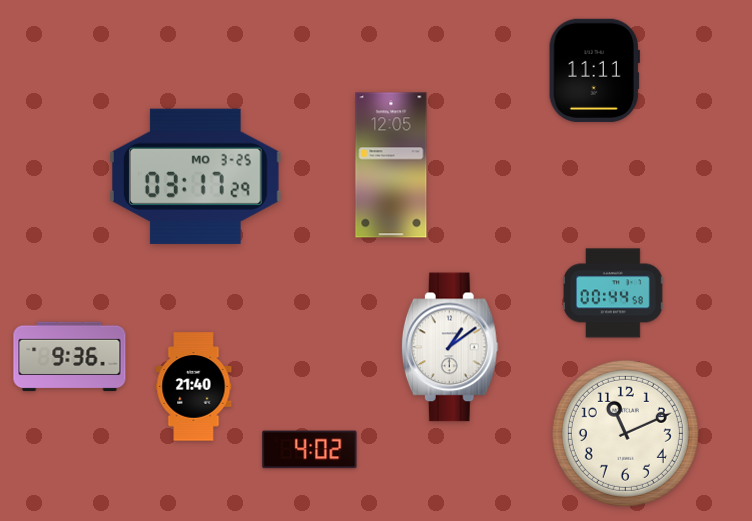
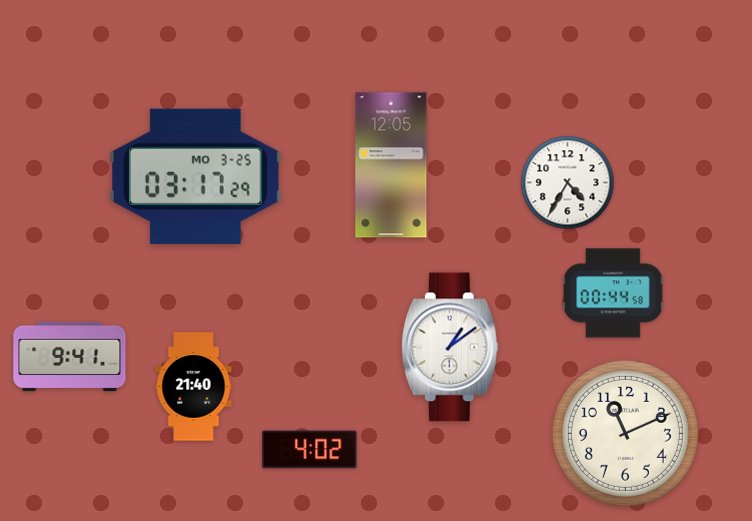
clock at (594, 70): 11:11 -> none
clock at (568, 183): none -> 4:35
clock at (70, 357): 9:36 -> 9:41
